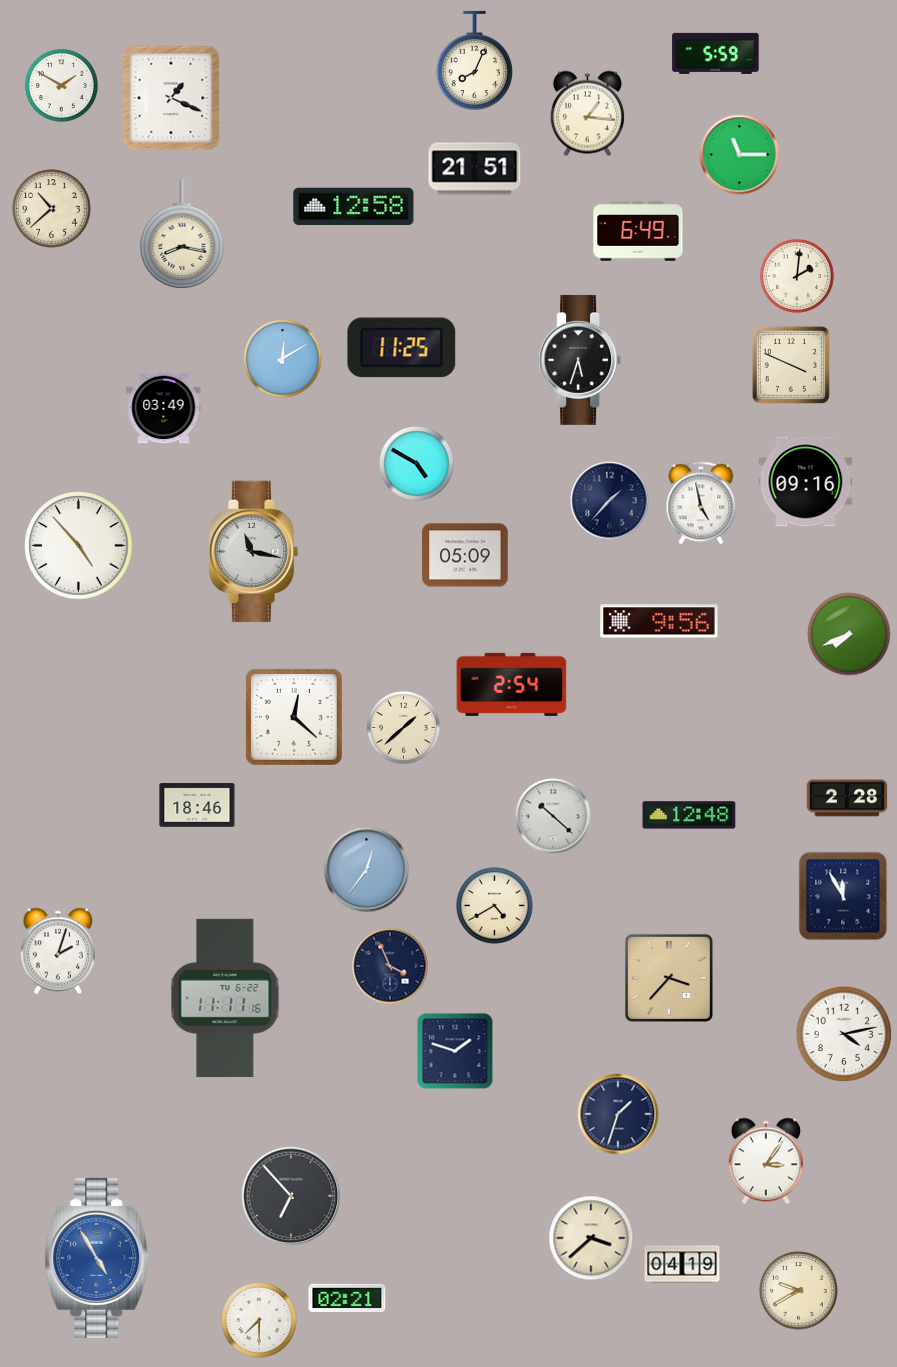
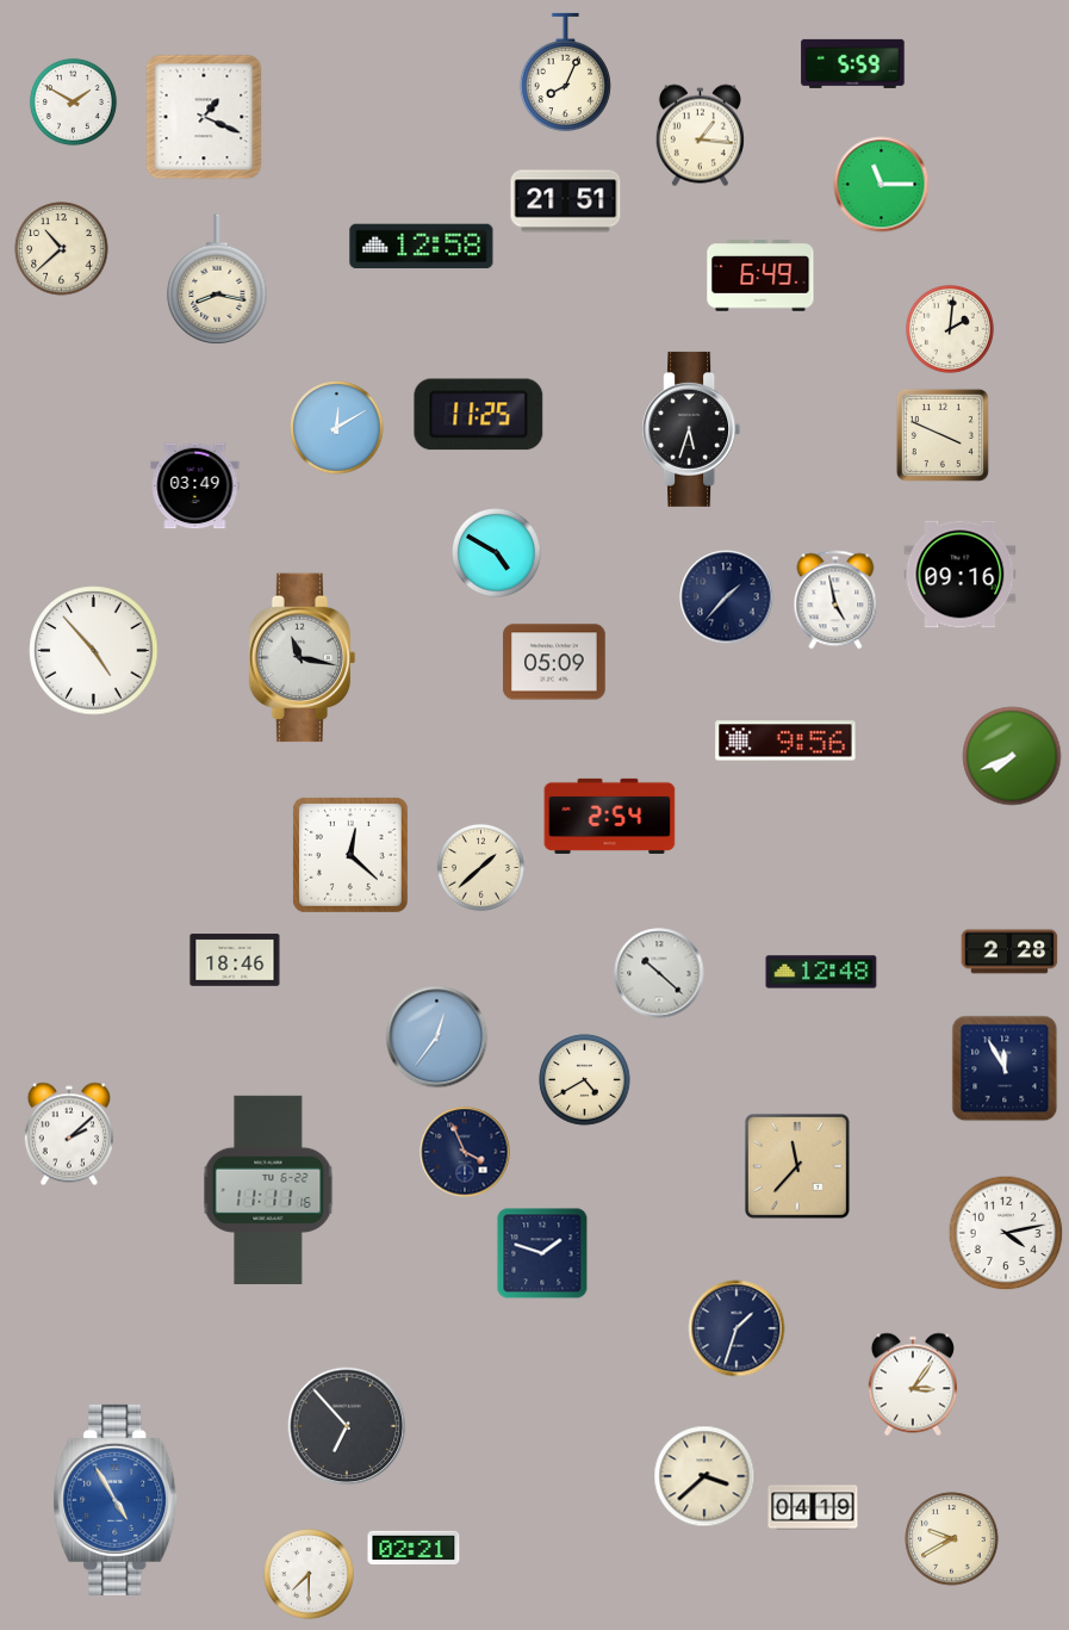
clock at (495, 906) position: (495, 906) -> (585, 1080)
clock at (58, 951): 2:03 -> 2:08
clock at (669, 978): 3:37 -> 11:37
